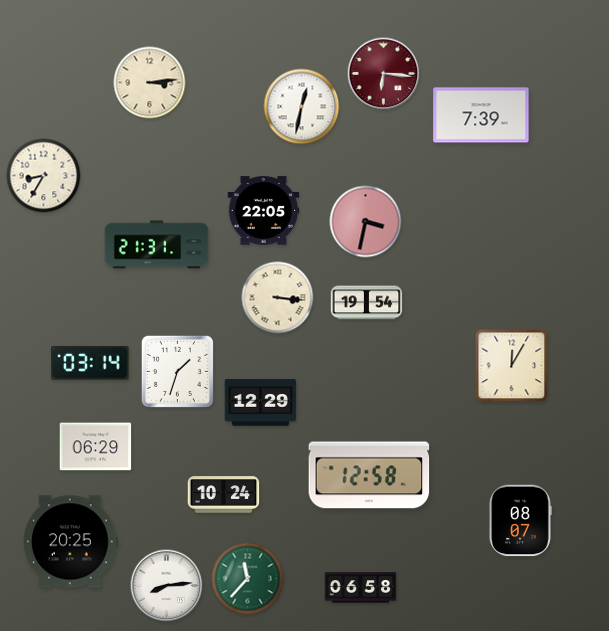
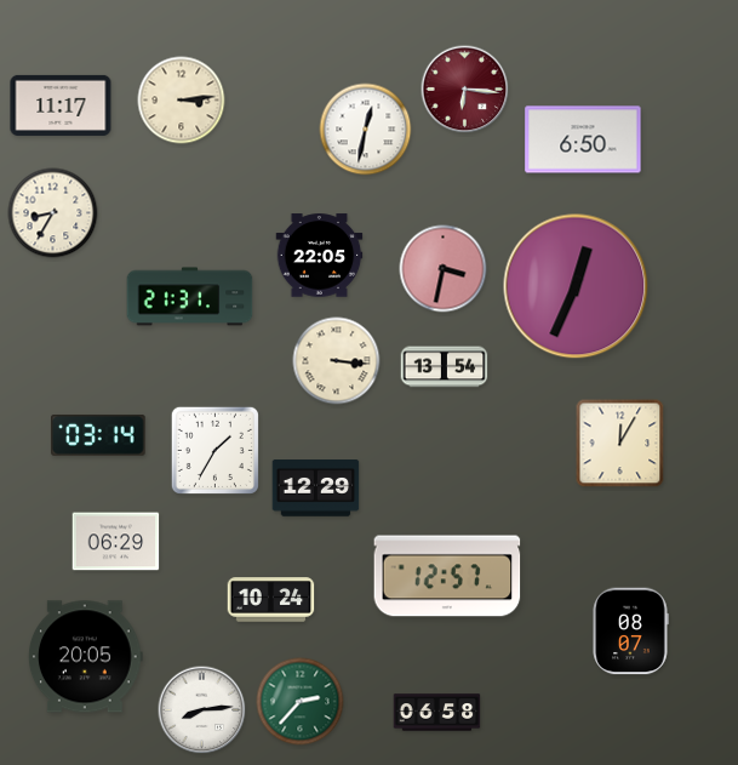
clock at (61, 105): none -> 11:17
clock at (481, 115): 7:39 -> 6:50
clock at (576, 286): none -> 12:34
clock at (367, 303): 19:54 -> 13:54
clock at (90, 363) position: (90, 363) -> (98, 435)
clock at (177, 371): 1:33 -> 1:35
clock at (369, 475): 12:58 -> 12:57
clock at (71, 542): 20:25 -> 20:05
clock at (248, 579): 11:37 -> 2:37
